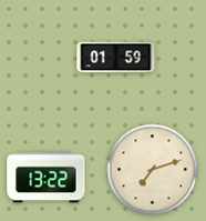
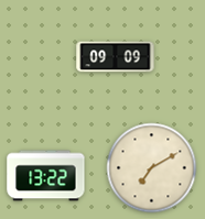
clock at (116, 58): 01:59 -> 09:09
clock at (153, 170): 7:12 -> 7:10
